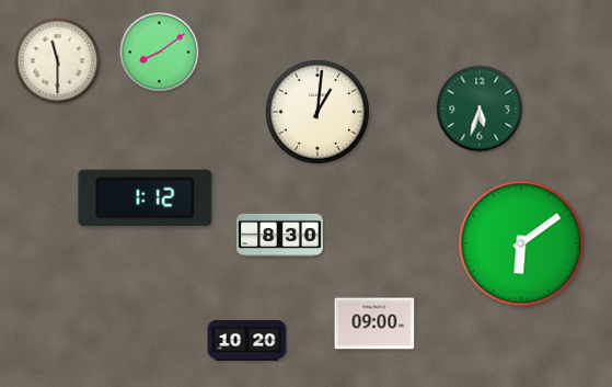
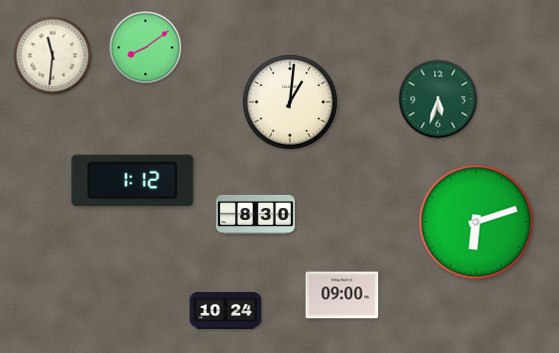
clock at (58, 61): 11:30 -> 11:31
clock at (521, 243): 6:09 -> 6:12
clock at (247, 340): 10:20 -> 10:24
